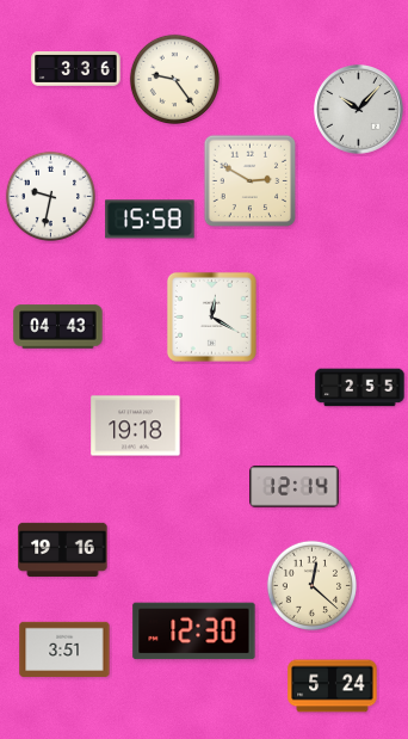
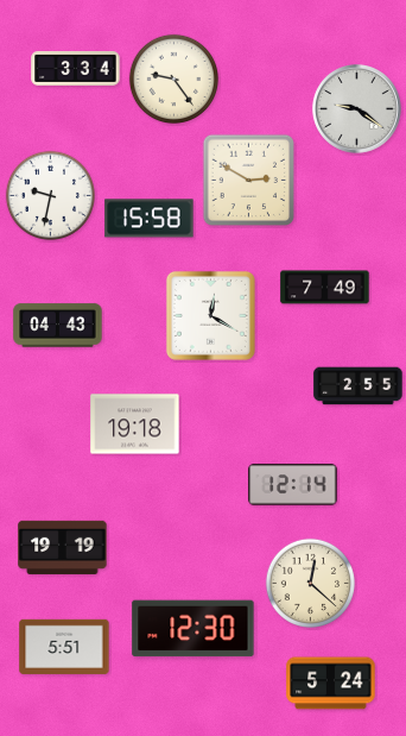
clock at (76, 69): 3:36 -> 3:34
clock at (359, 110): 10:07 -> 9:21
clock at (325, 288): none -> 7:49
clock at (63, 549): 19:16 -> 19:19
clock at (64, 648): 3:51 -> 5:51
